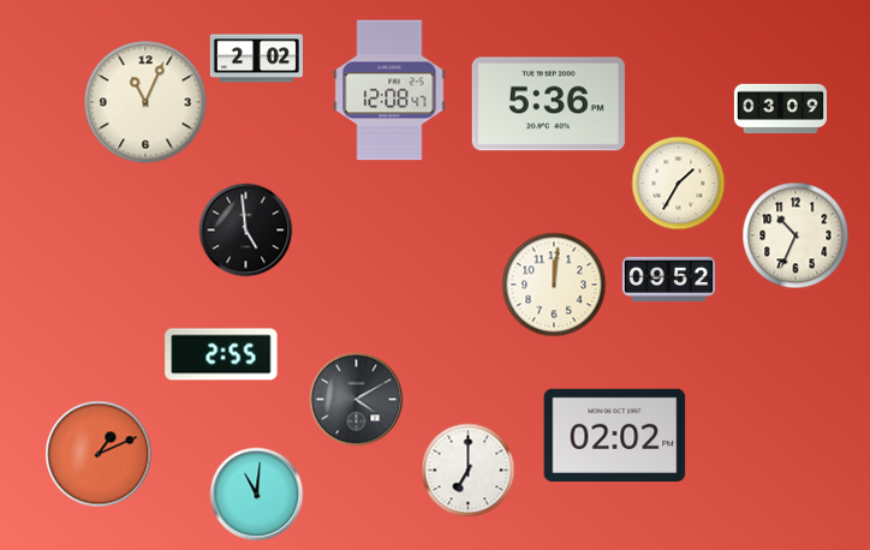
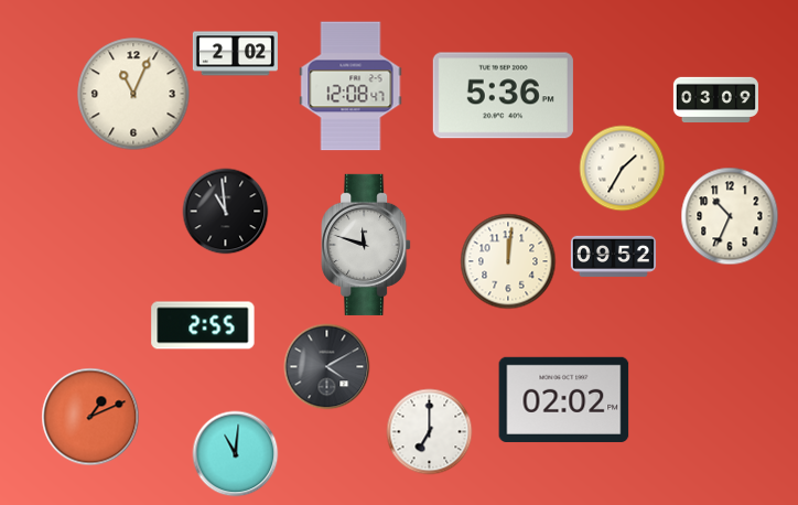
clock at (389, 90) position: (389, 90) -> (351, 86)
clock at (245, 229): 4:59 -> 10:59
clock at (366, 245): none -> 11:48
